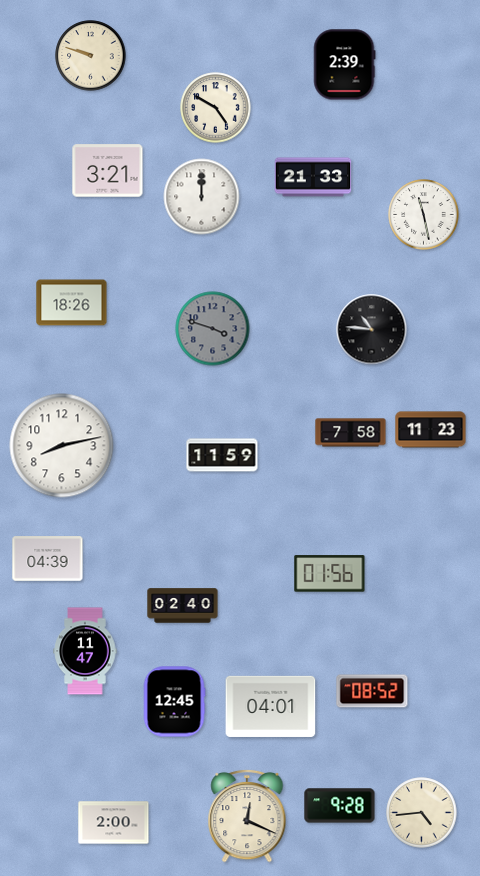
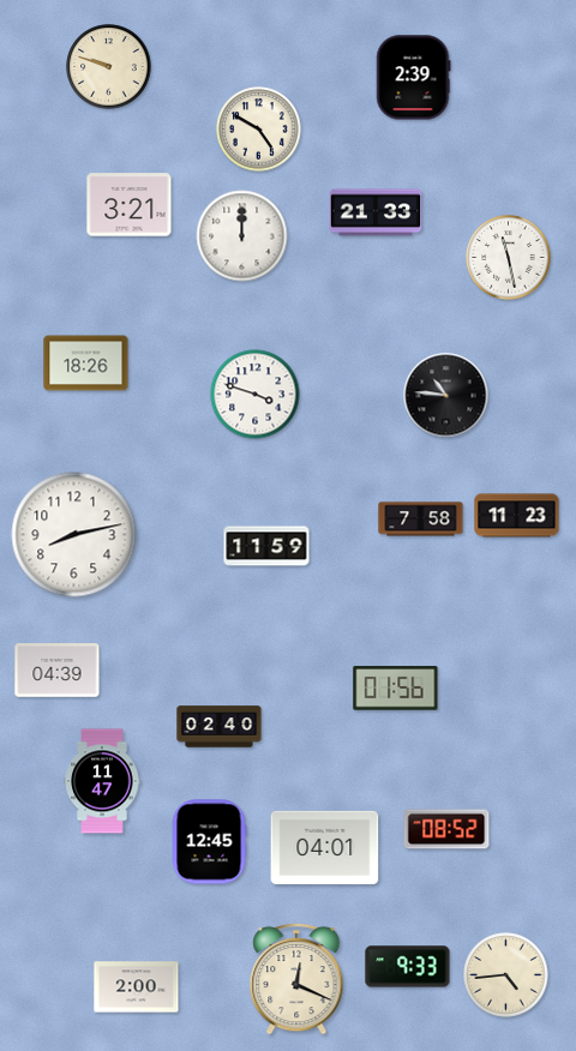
clock at (213, 329) dial: grey -> white
clock at (340, 806): 9:28 -> 9:33
